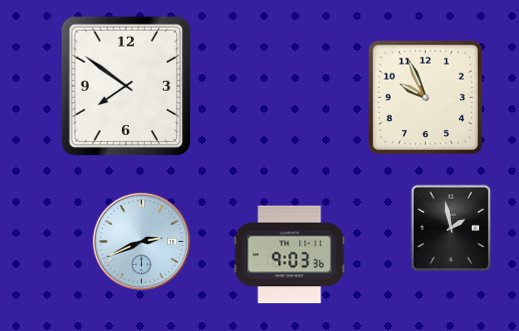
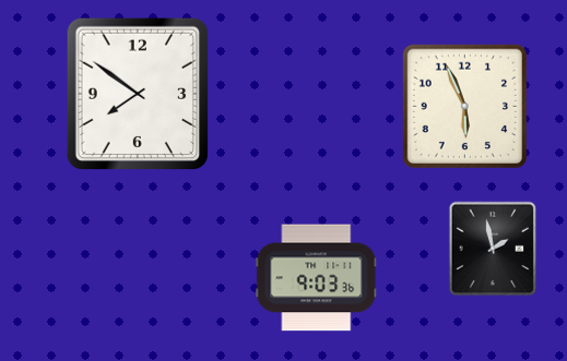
clock at (425, 97): 9:56 -> 5:56
clock at (142, 242): 2:41 -> none
